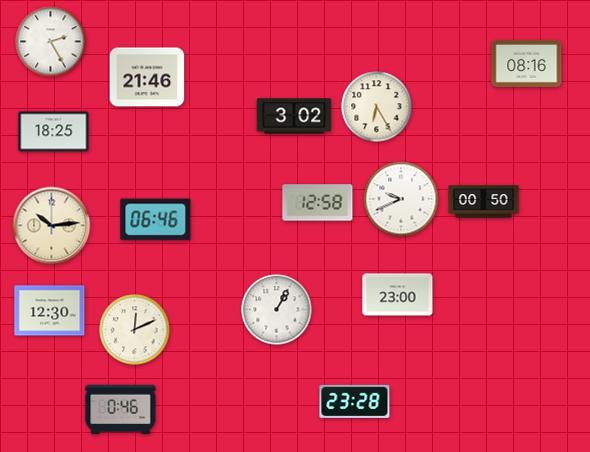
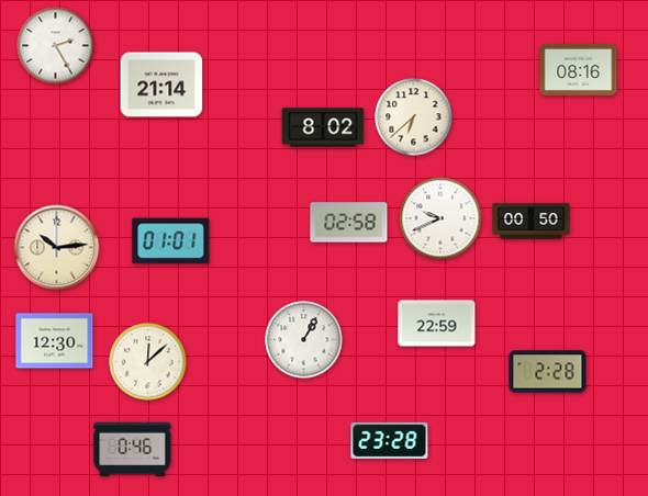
clock at (147, 77): 21:46 -> 21:14
clock at (377, 107): 6:25 -> 6:38
clock at (294, 116): 3:02 -> 8:02
clock at (54, 132): 18:25 -> none
clock at (318, 203): 12:58 -> 02:58
clock at (156, 220): 06:46 -> 01:01
clock at (398, 295): 23:00 -> 22:59
clock at (135, 330): 12:11 -> 12:08
clock at (548, 372): none -> 2:28
